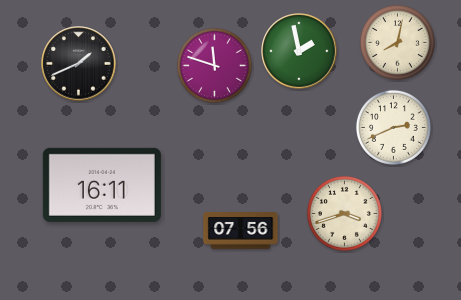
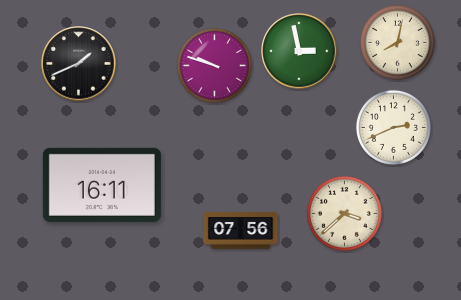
clock at (299, 51): 1:58 -> 2:58
clock at (214, 65): 11:48 -> 9:48
clock at (344, 213): 3:42 -> 3:38
